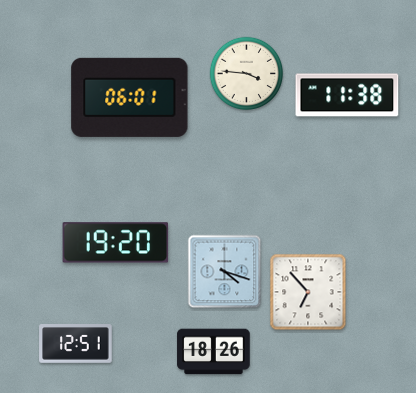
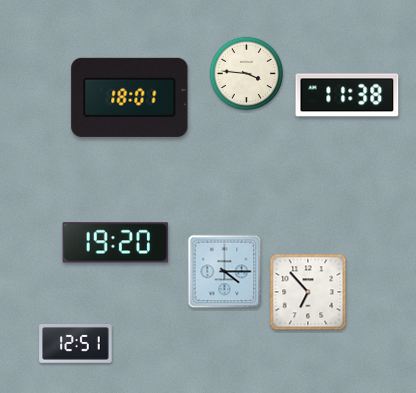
clock at (130, 97): 06:01 -> 18:01
clock at (225, 272): 4:18 -> 4:15
clock at (214, 352): 18:26 -> none
